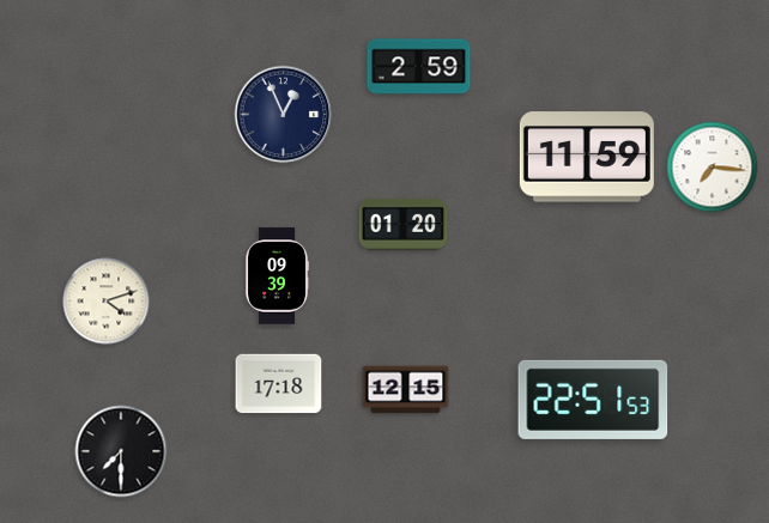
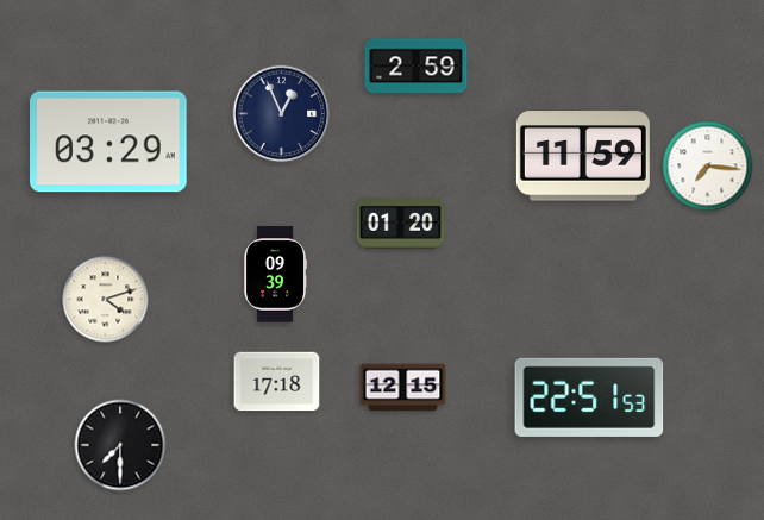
clock at (108, 142): none -> 03:29
clock at (121, 451) position: (121, 451) -> (120, 445)
